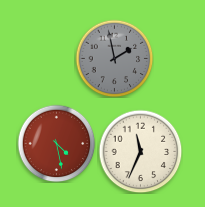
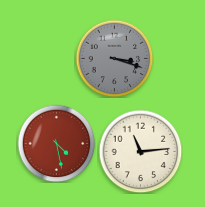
clock at (114, 58): 1:58 -> 3:18
clock at (140, 151): 11:34 -> 11:14
